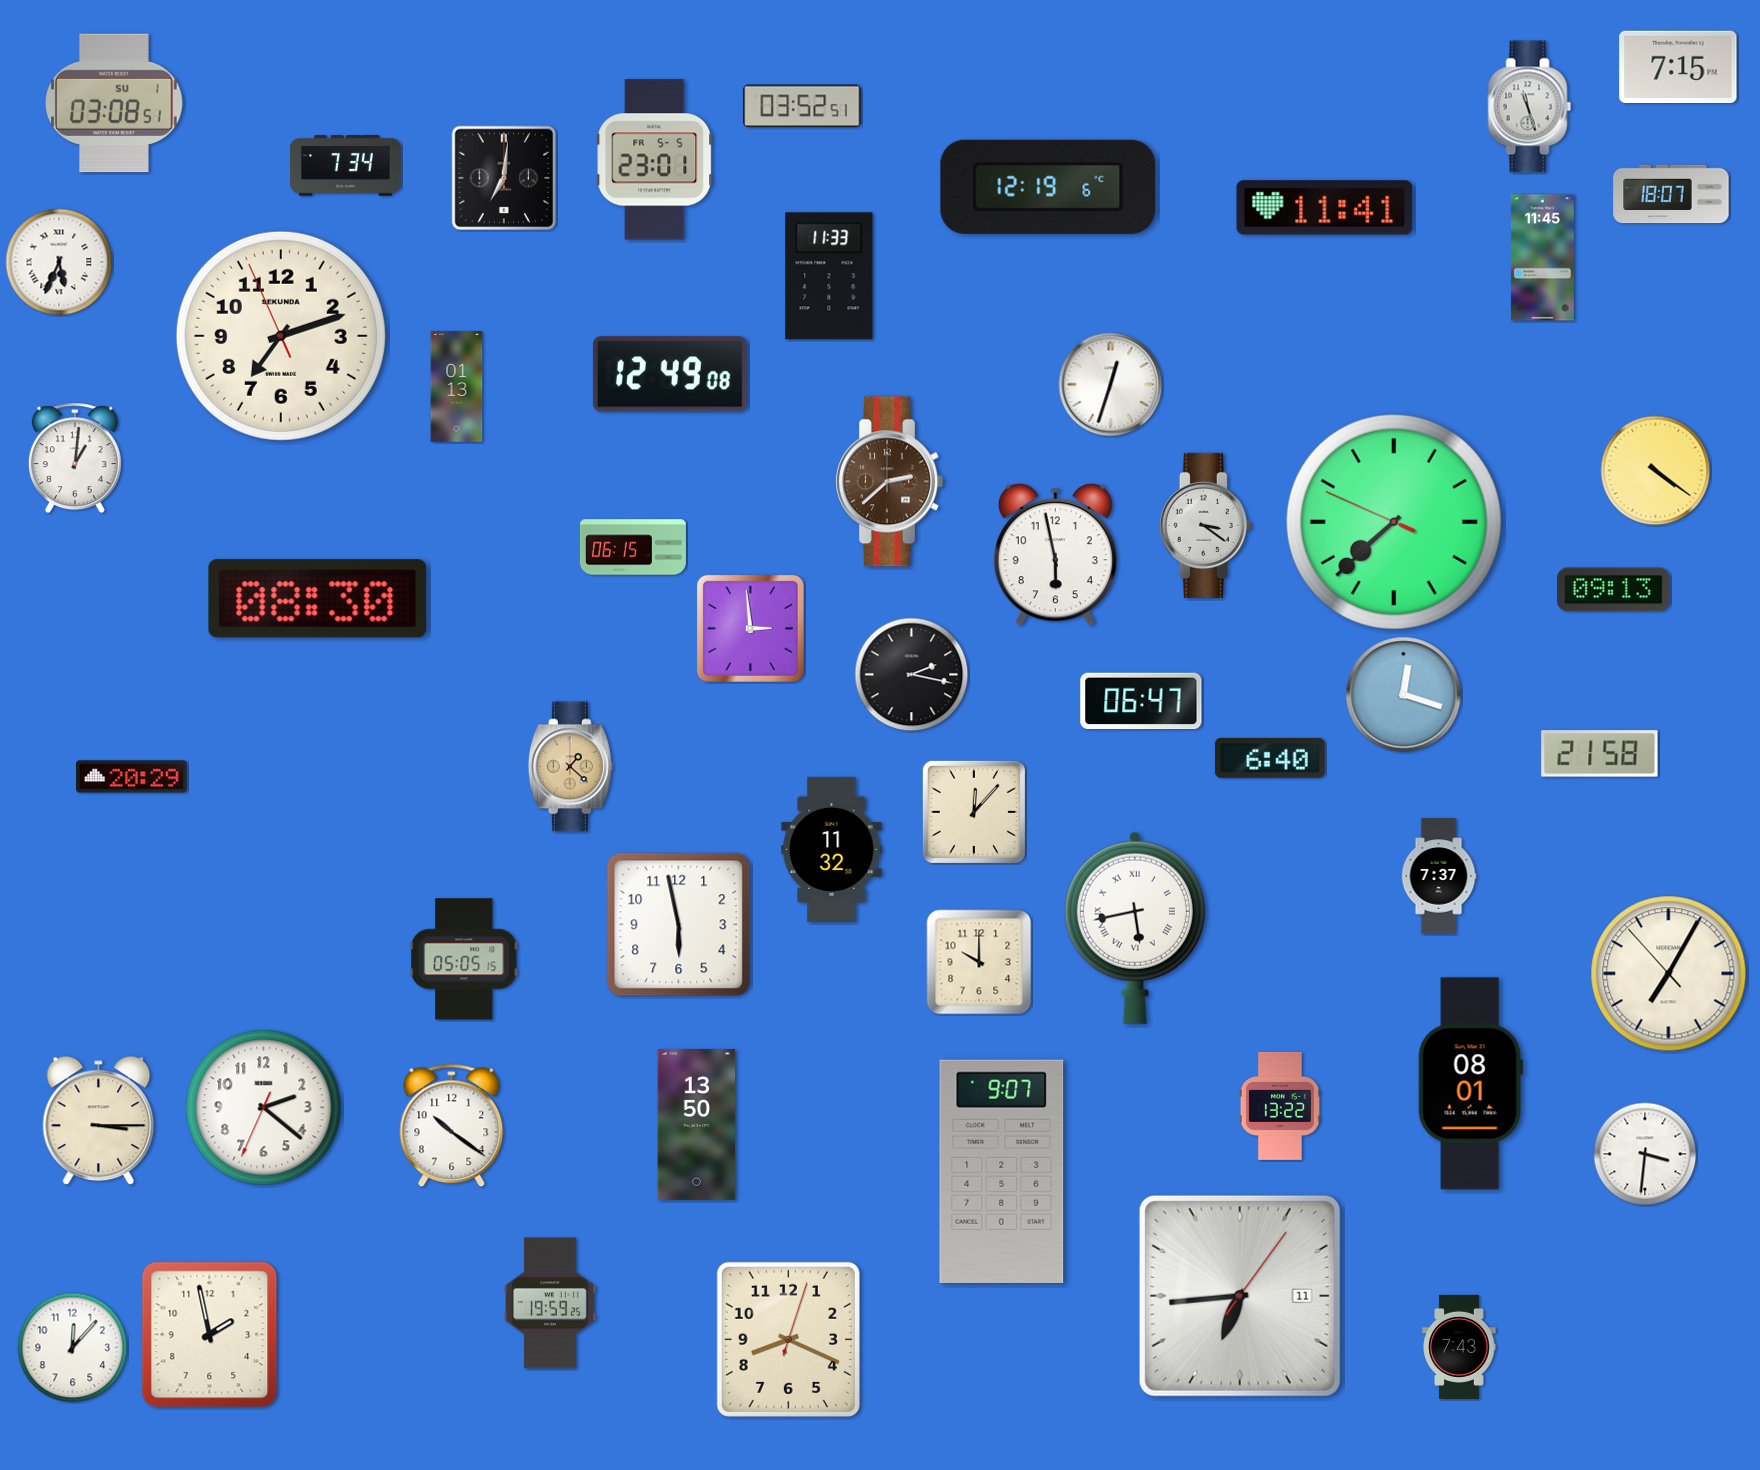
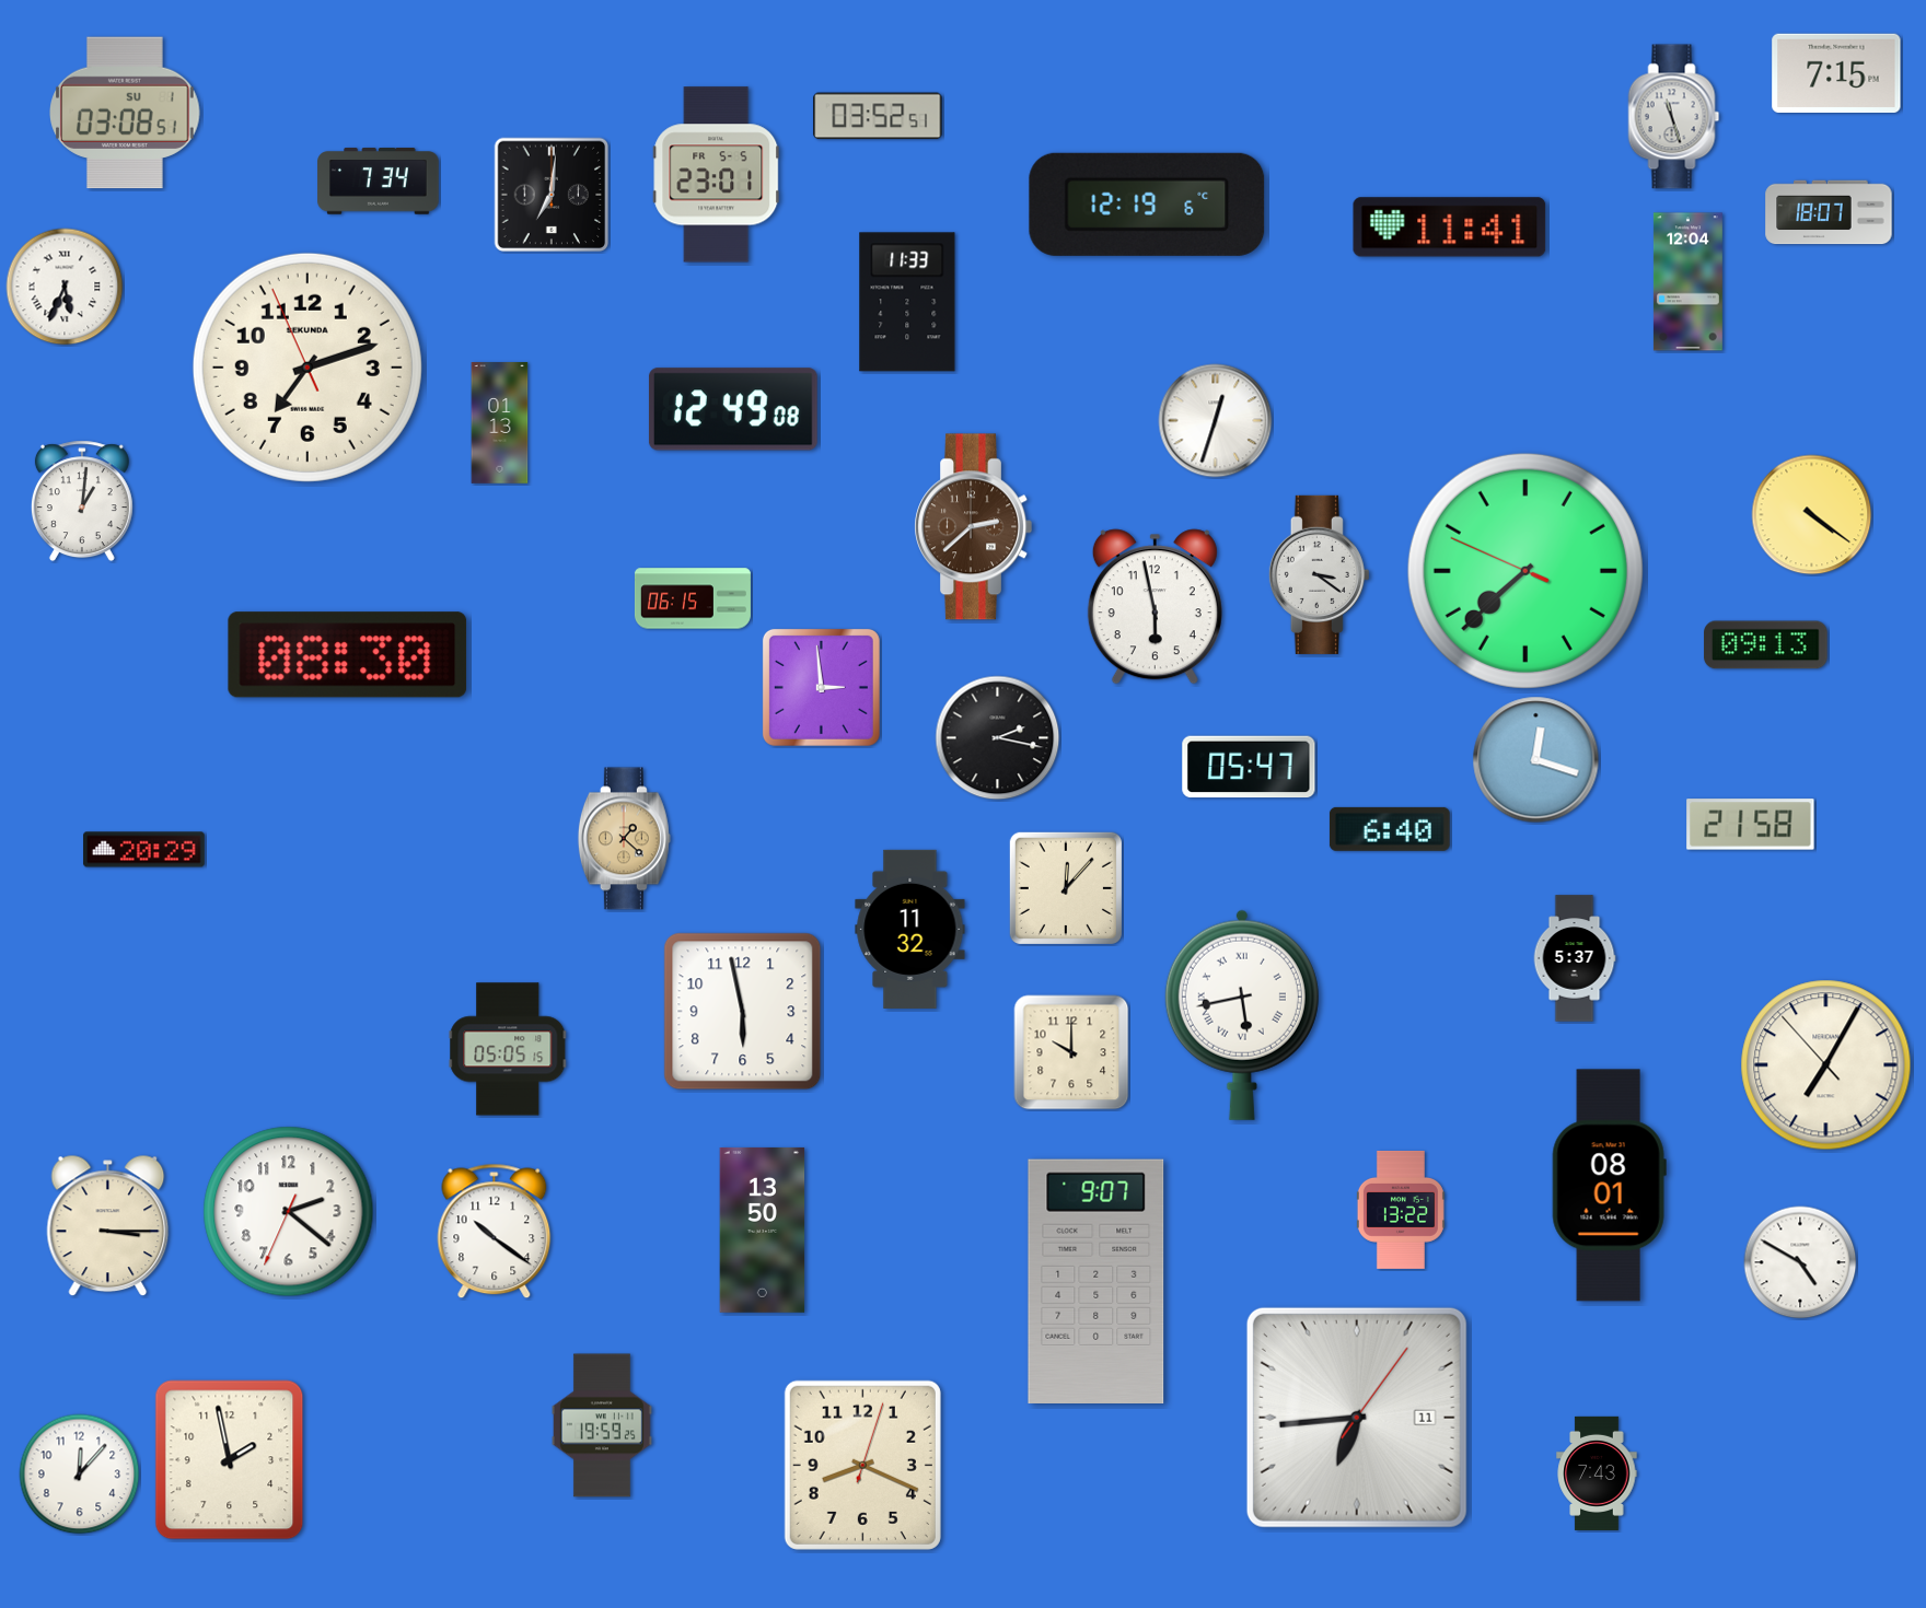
clock at (1542, 258): 11:45 -> 12:04
clock at (1141, 701): 06:47 -> 05:47
clock at (1439, 876): 7:37 -> 5:37
clock at (1645, 1154): 3:31 -> 4:50
